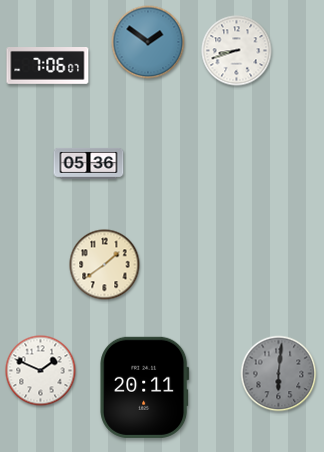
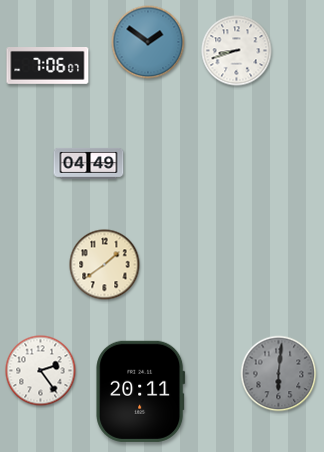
clock at (89, 163): 05:36 -> 04:49
clock at (41, 371): 1:49 -> 2:24
clock at (145, 387) position: (145, 387) -> (141, 391)
